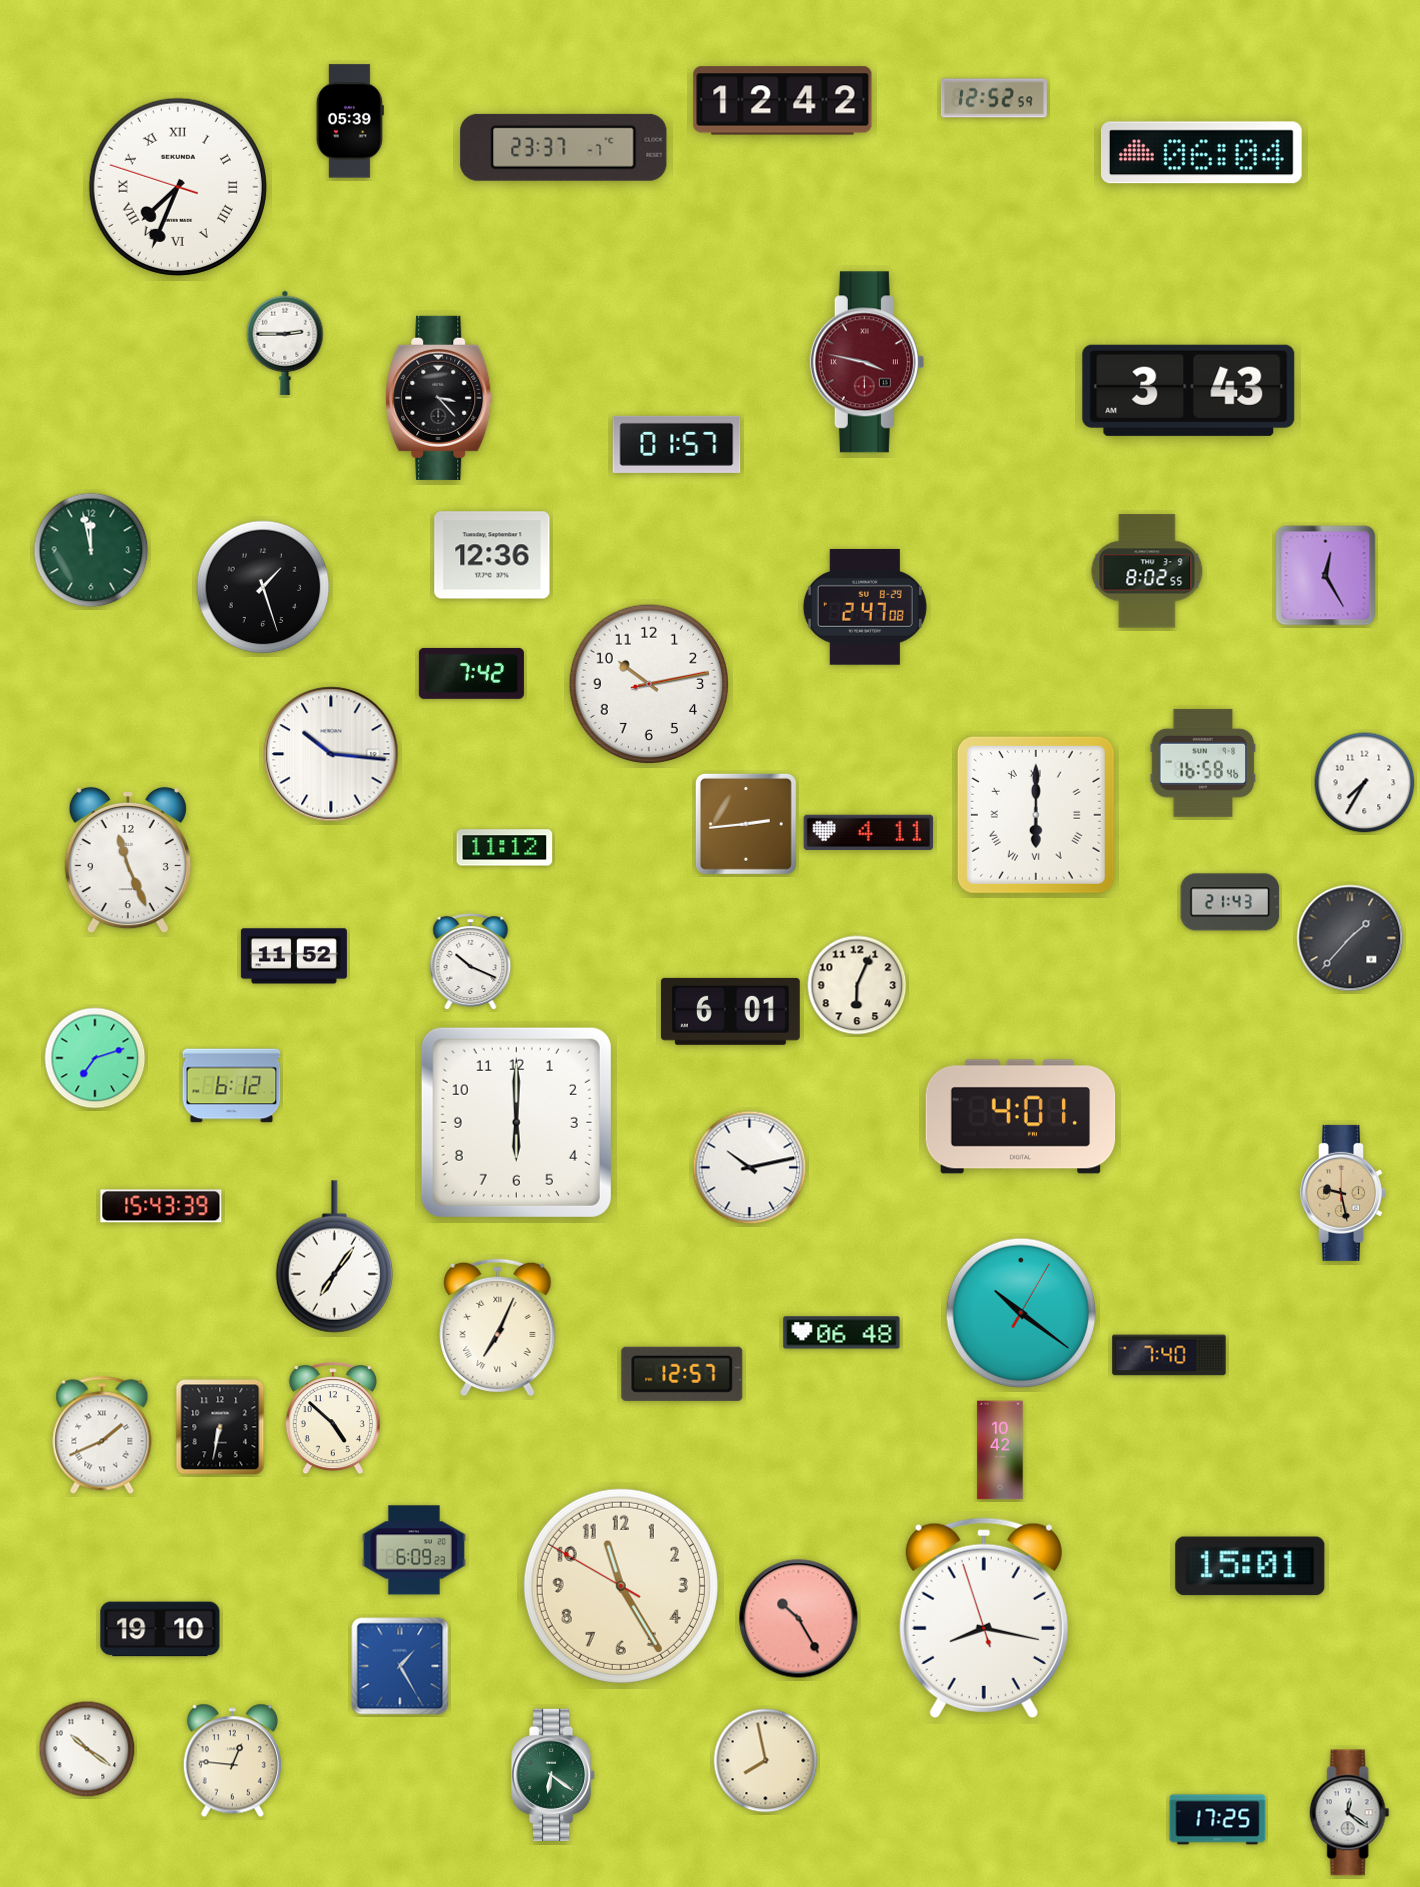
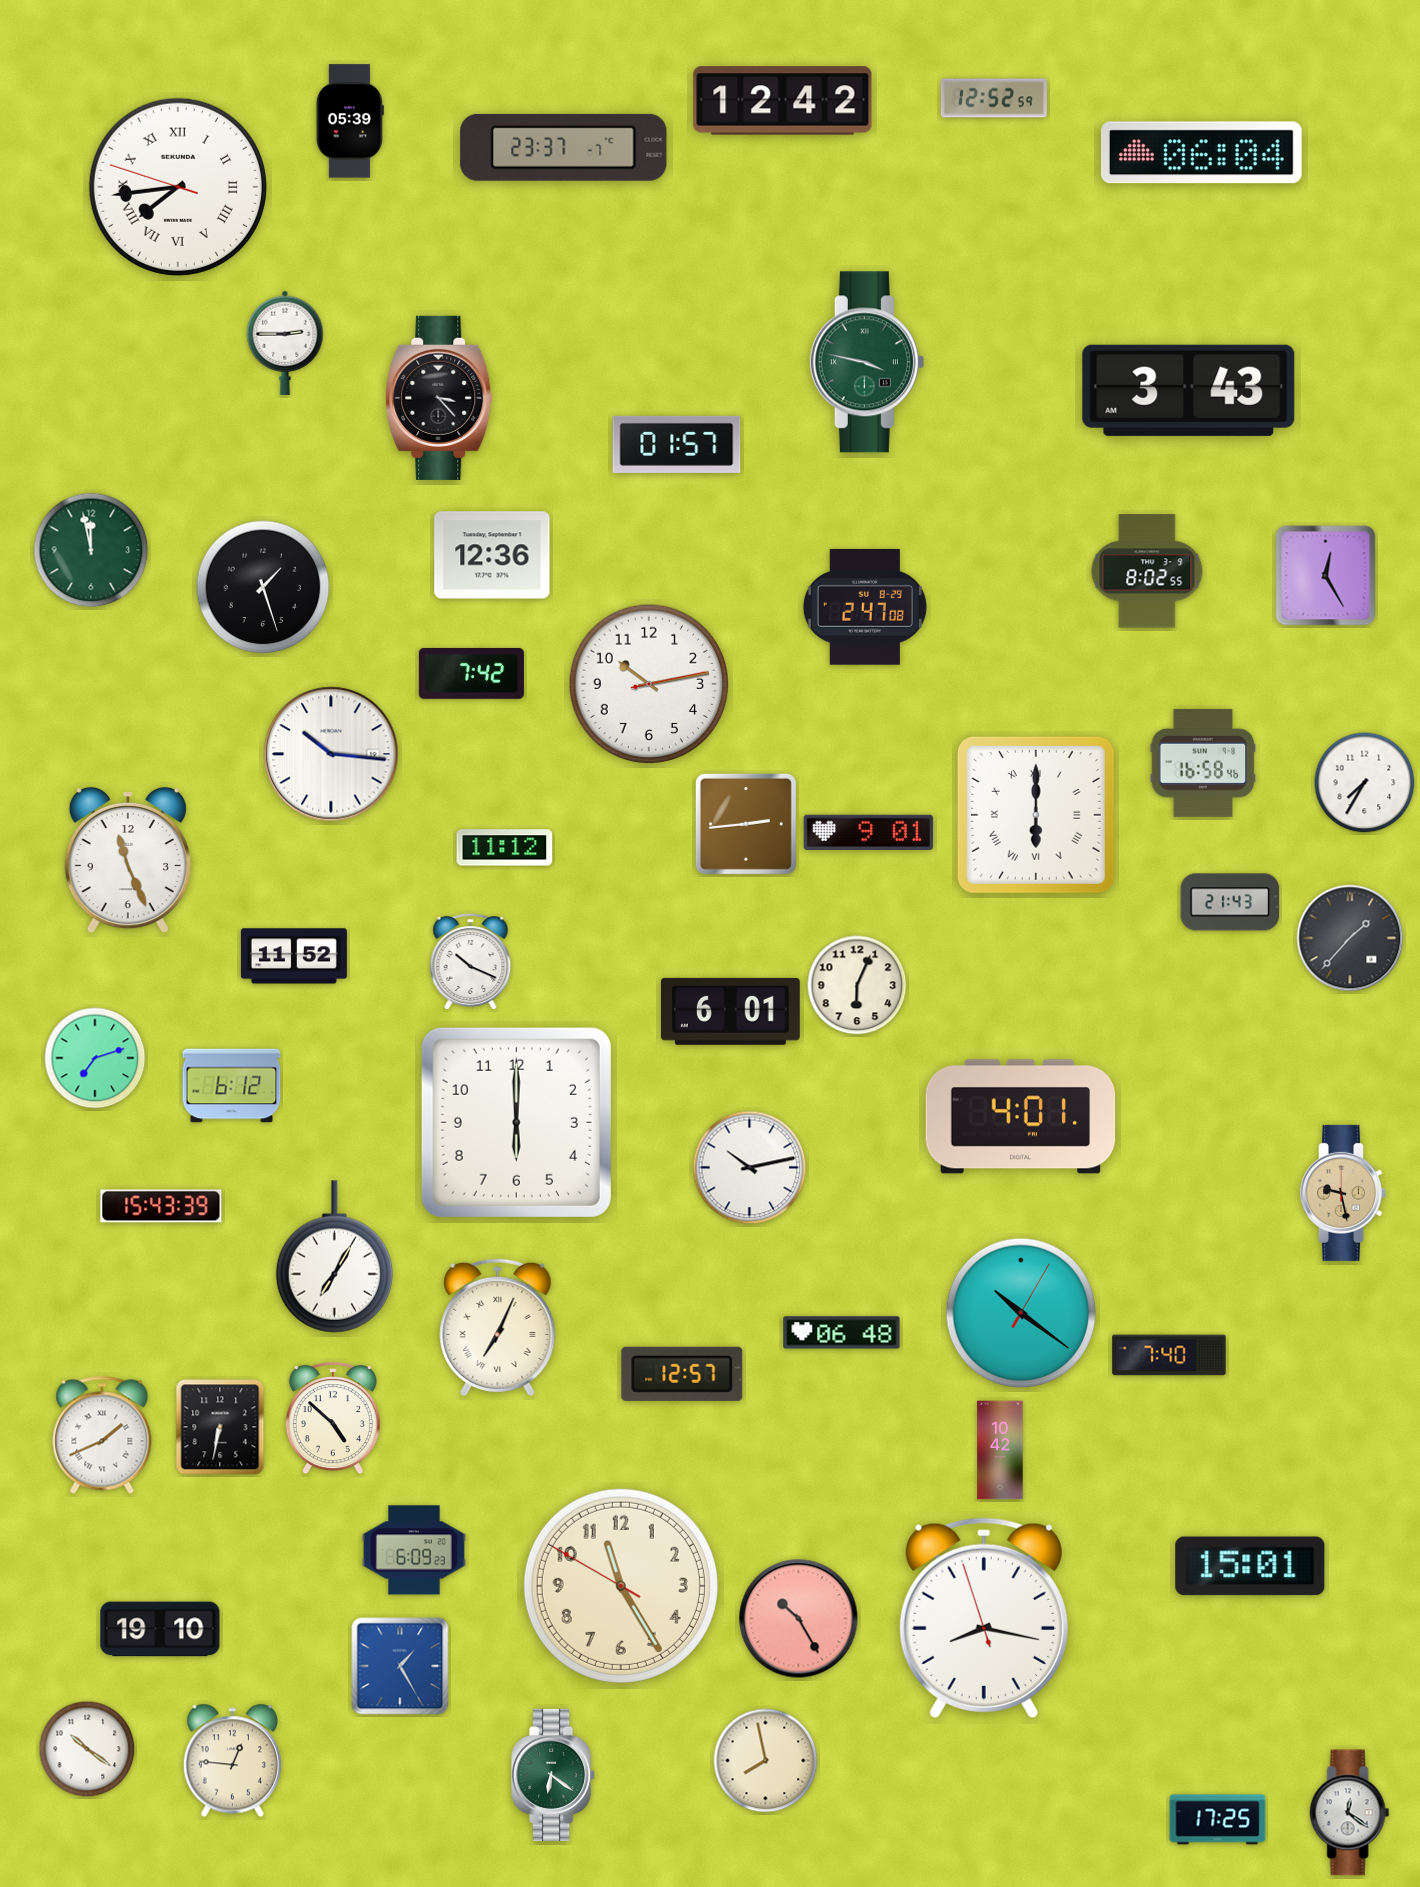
clock at (178, 187): 7:33 -> 7:43
clock at (867, 362) dial: burgundy -> green
clock at (869, 832): 4:11 -> 9:01
clock at (334, 1257): 7:06 -> 7:05
